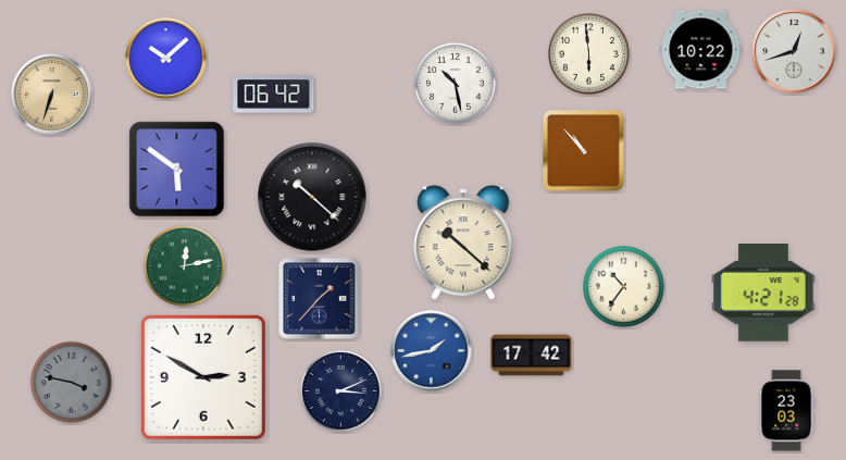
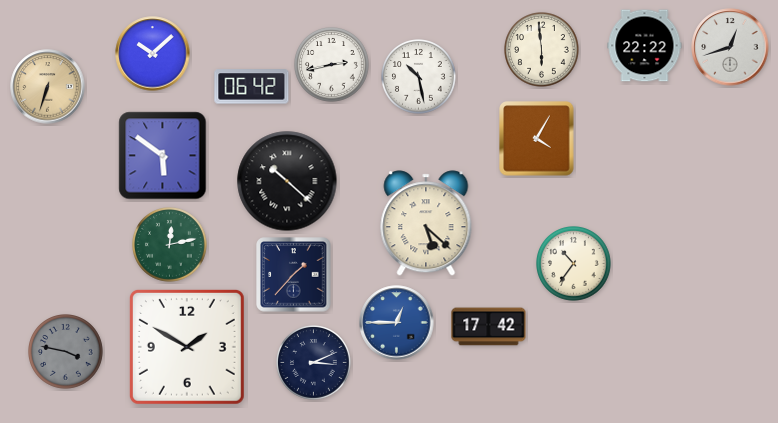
clock at (701, 50): 10:22 -> 22:22
clock at (332, 65): none -> 2:43
clock at (584, 151): 10:53 -> 4:05
clock at (463, 243): 10:22 -> 5:22
clock at (763, 293): 4:21 -> none
clock at (432, 351): 1:43 -> 12:45
clock at (203, 377): 2:50 -> 1:50
clock at (341, 391) position: (341, 391) -> (314, 363)
clock at (786, 411): 23:03 -> none
